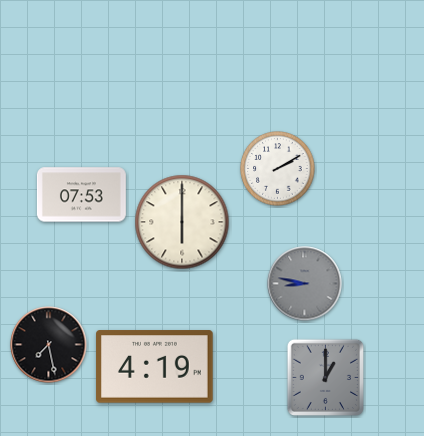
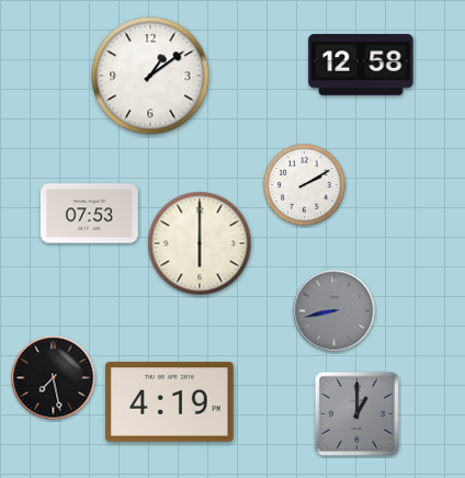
clock at (361, 65): none -> 12:58
clock at (150, 76): none -> 1:09
clock at (305, 284): 8:47 -> 8:43
